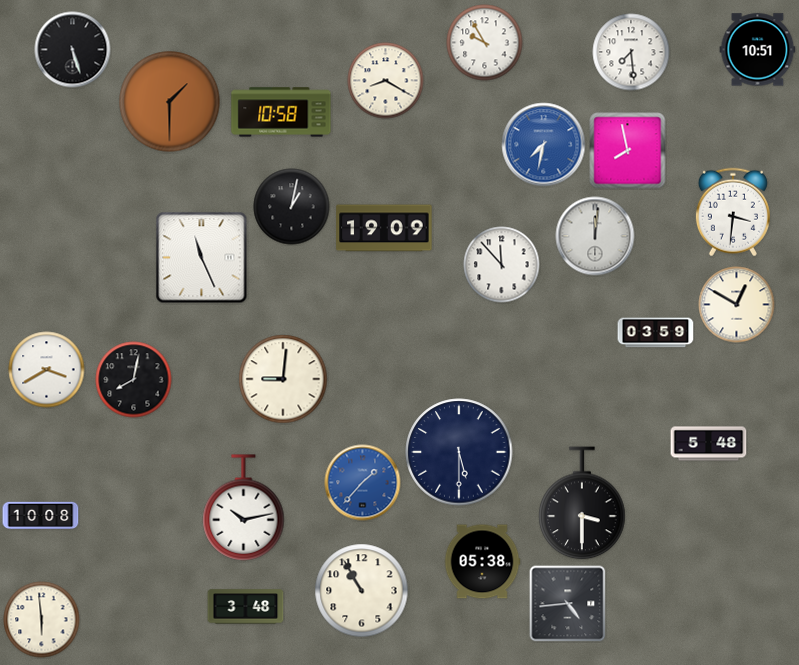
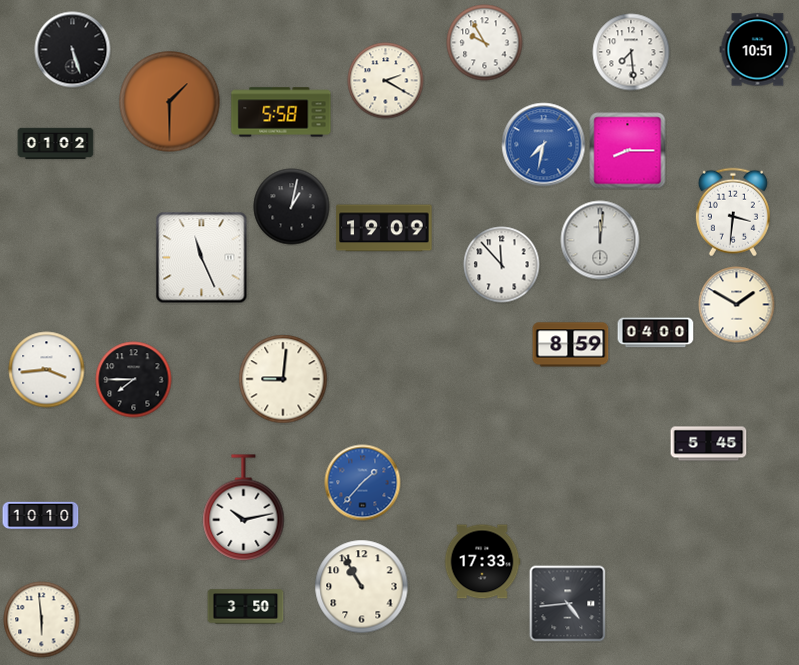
clock at (386, 81): 8:20 -> 2:20
clock at (281, 112): 10:58 -> 5:58
clock at (56, 144): none -> 01:02
clock at (628, 151): 7:58 -> 8:15
clock at (595, 236) position: (595, 236) -> (600, 240)
clock at (737, 305): 12:50 -> 1:50
clock at (656, 333): 03:59 -> 04:00
clock at (571, 345): none -> 8:59
clock at (47, 370): 3:40 -> 3:44
clock at (134, 380): 8:02 -> 7:45
clock at (709, 444): 5:48 -> 5:45
clock at (459, 452): 5:30 -> none
clock at (582, 503): 3:30 -> none
clock at (41, 516): 10:08 -> 10:10
clock at (482, 562): 05:38 -> 17:33
clock at (362, 591) position: (362, 591) -> (362, 587)
clock at (246, 607): 3:48 -> 3:50
